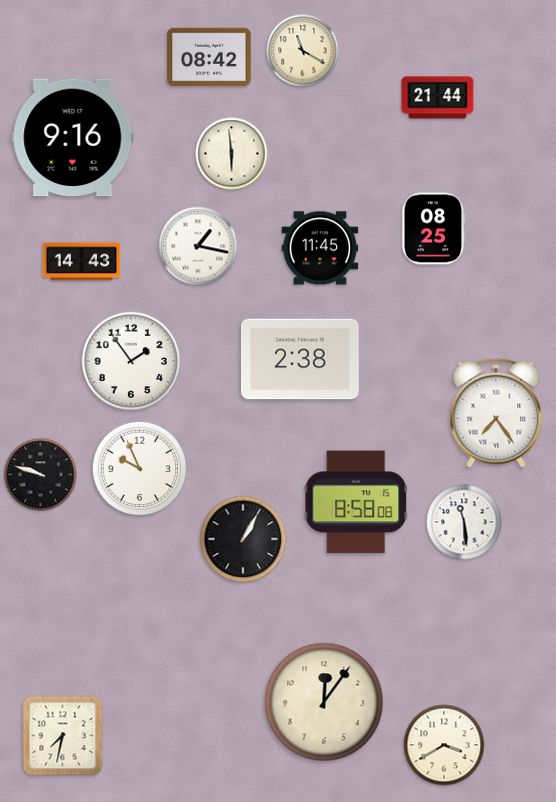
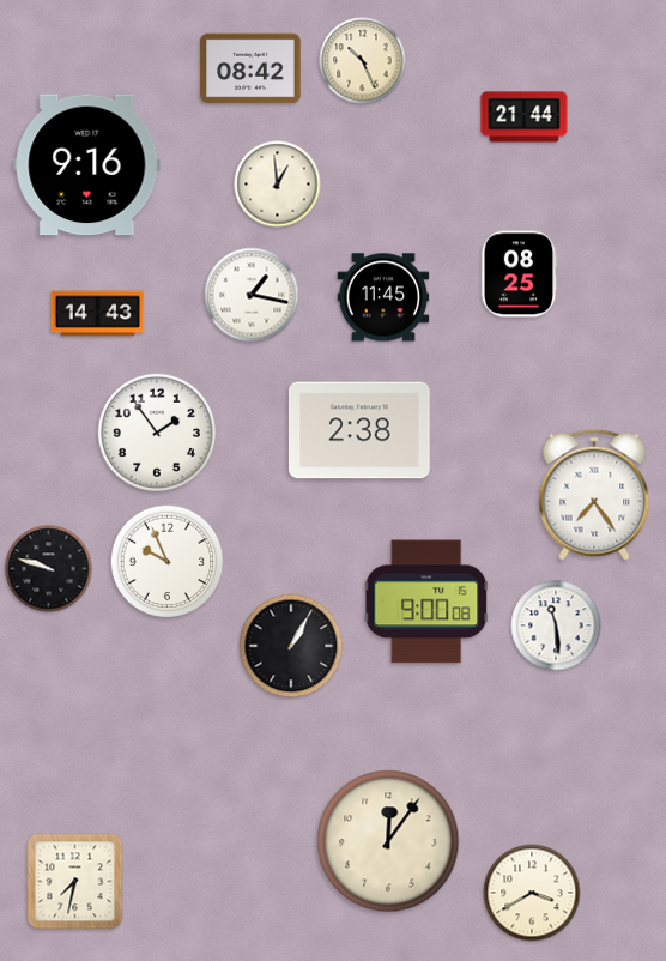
clock at (303, 51): 11:20 -> 10:26
clock at (232, 154): 5:59 -> 12:59
clock at (198, 246) position: (198, 246) -> (252, 295)
clock at (356, 502): 8:58 -> 9:00
